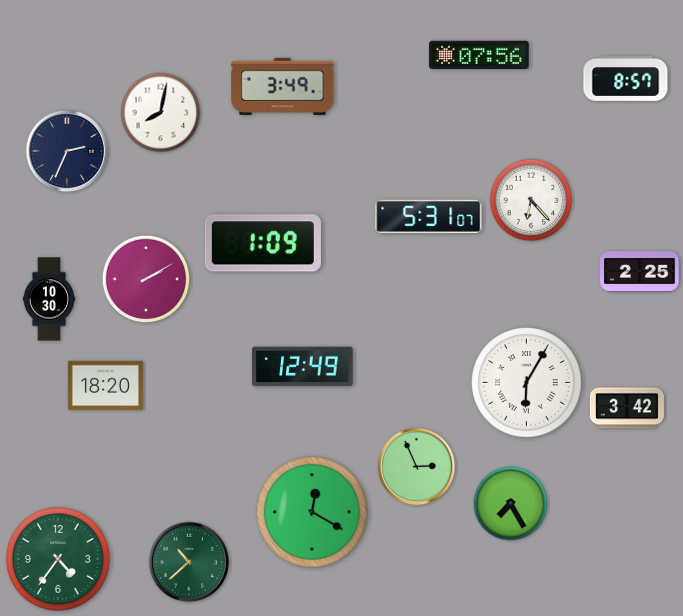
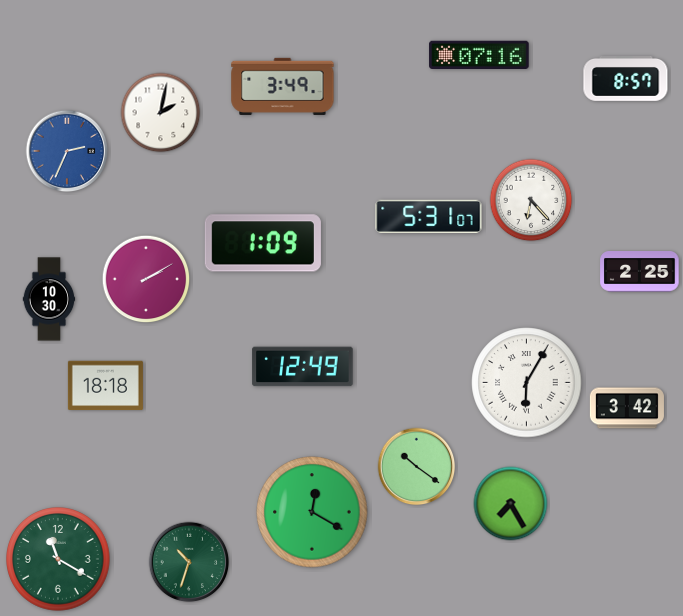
clock at (479, 55): 07:56 -> 07:16
clock at (161, 113): 8:02 -> 2:02
clock at (67, 151) dial: navy -> blue
clock at (105, 386): 18:20 -> 18:18
clock at (417, 467): 2:56 -> 10:21
clock at (59, 560): 4:36 -> 11:20
clock at (189, 562): 10:38 -> 10:33
